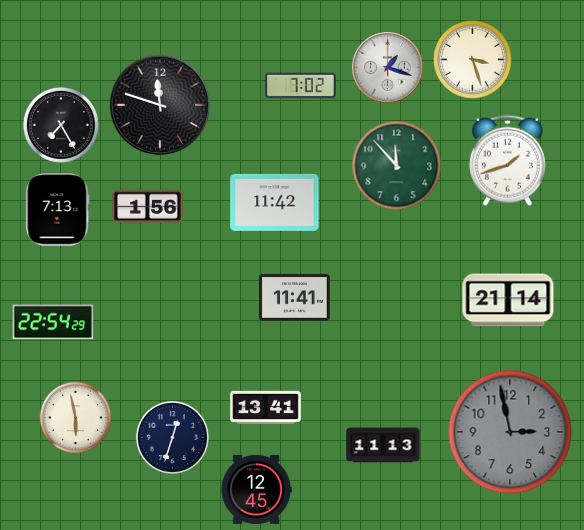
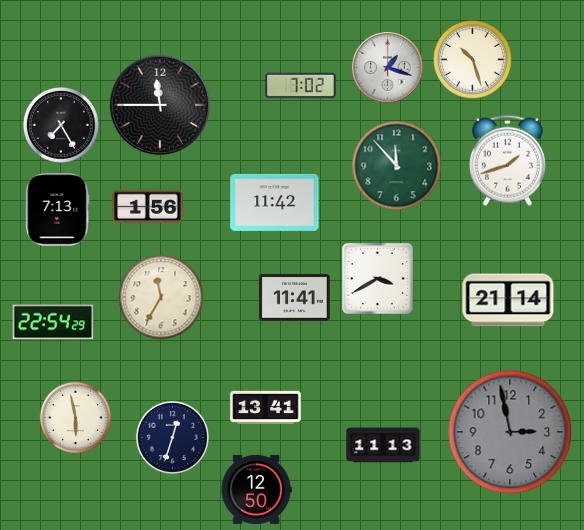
clock at (473, 60): 3:27 -> 10:27
clock at (160, 105): 11:48 -> 11:45
clock at (377, 278): none -> 3:40
clock at (161, 297): none -> 11:35
clock at (256, 489): 12:45 -> 12:50
